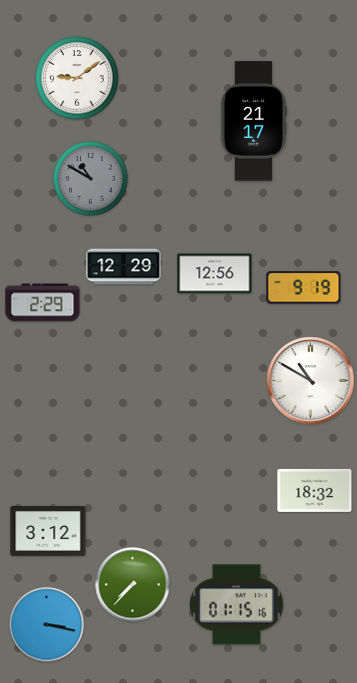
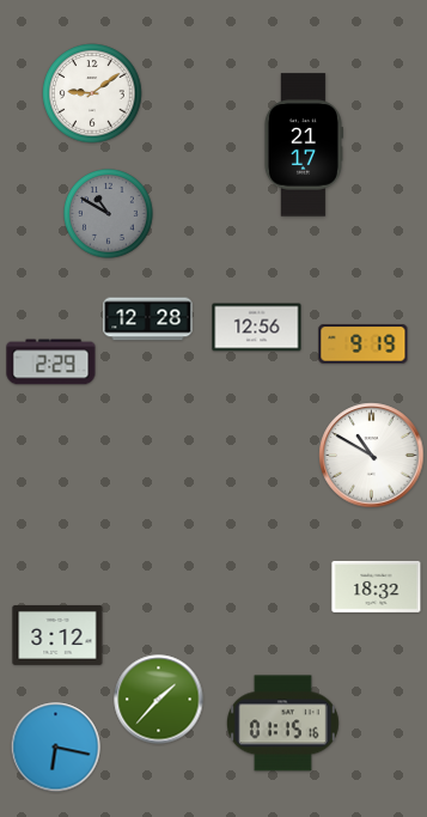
clock at (124, 267): 12:29 -> 12:28
clock at (133, 585): 7:37 -> 1:37
clock at (47, 625): 3:17 -> 6:17
